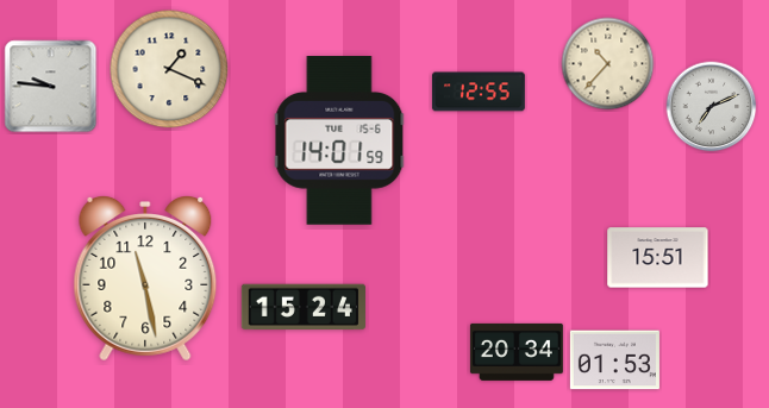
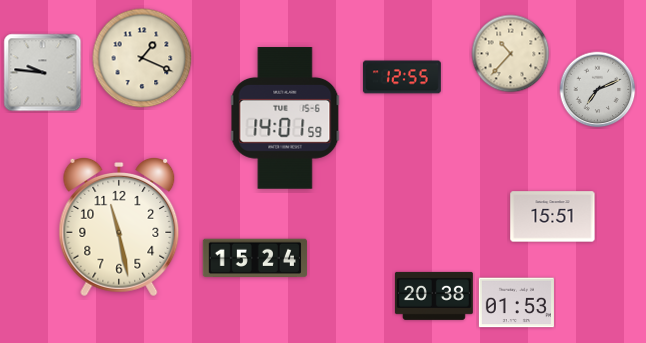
clock at (145, 280) position: (145, 280) -> (119, 228)
clock at (517, 352): 20:34 -> 20:38
